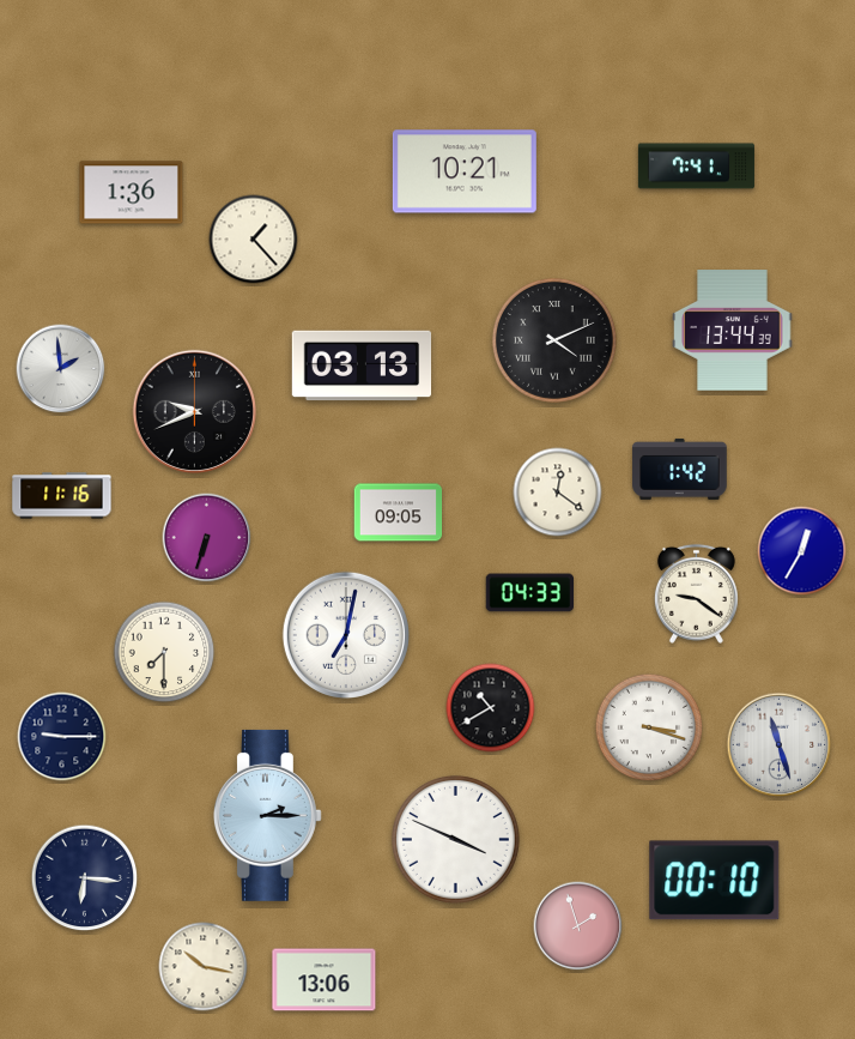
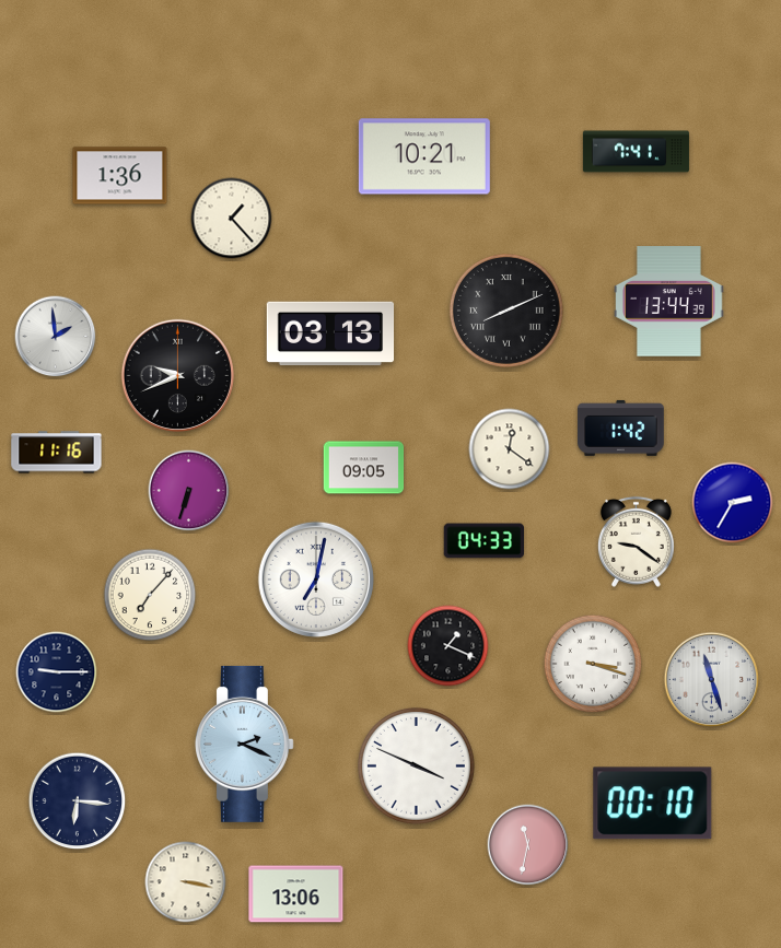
clock at (554, 340): 4:11 -> 8:11
clock at (802, 551): 12:35 -> 2:35
clock at (164, 652): 7:30 -> 7:07
clock at (491, 708): 10:40 -> 1:19
clock at (267, 815): 2:15 -> 2:19
clock at (578, 926): 1:57 -> 11:32
clock at (204, 967): 10:17 -> 3:17
